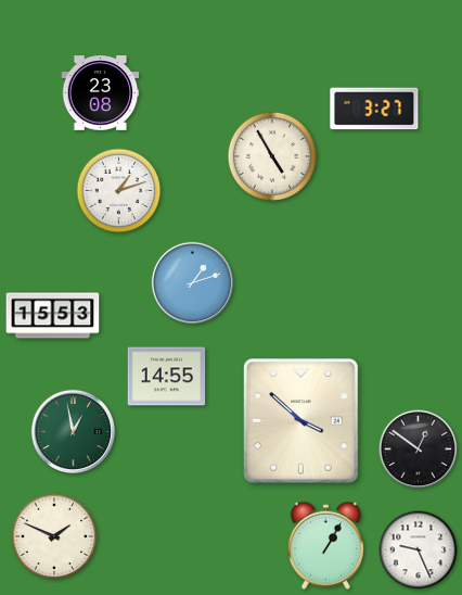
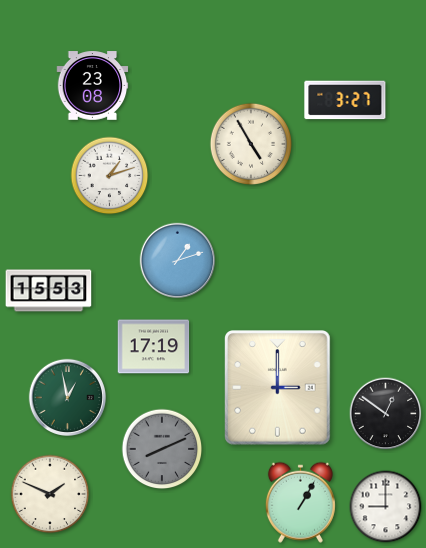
clock at (167, 377): 14:55 -> 17:19
clock at (301, 421): 3:52 -> 3:00
clock at (162, 449): none -> 8:11
clock at (419, 550): 9:26 -> 9:00
